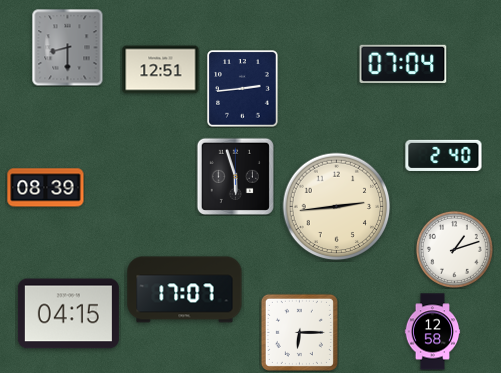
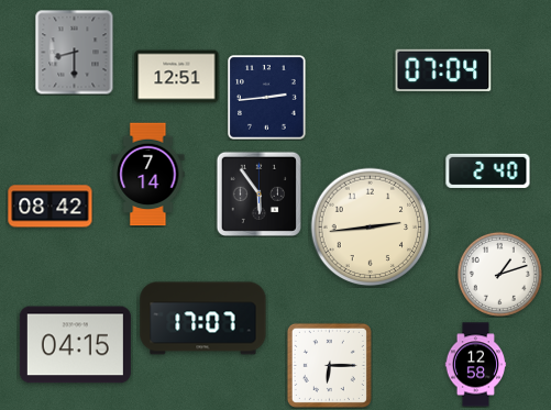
clock at (148, 175): none -> 7:14
clock at (235, 176): 5:57 -> 5:54
clock at (46, 188): 08:39 -> 08:42
